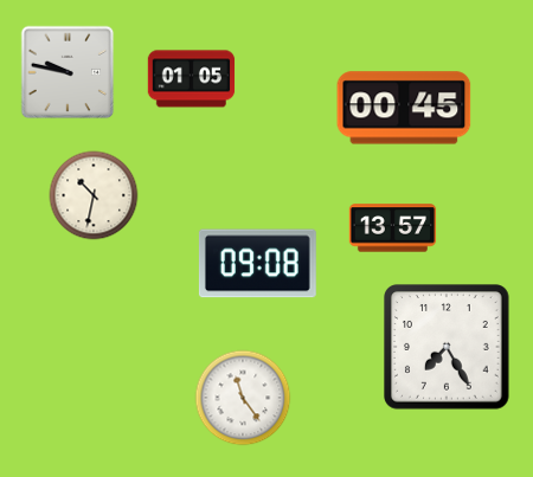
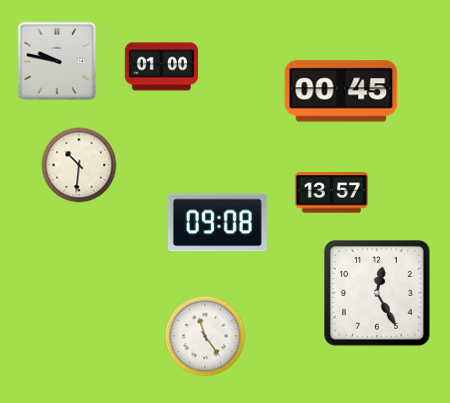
clock at (192, 79): 01:05 -> 01:00
clock at (94, 195): 10:32 -> 10:31
clock at (447, 347): 7:25 -> 12:25
